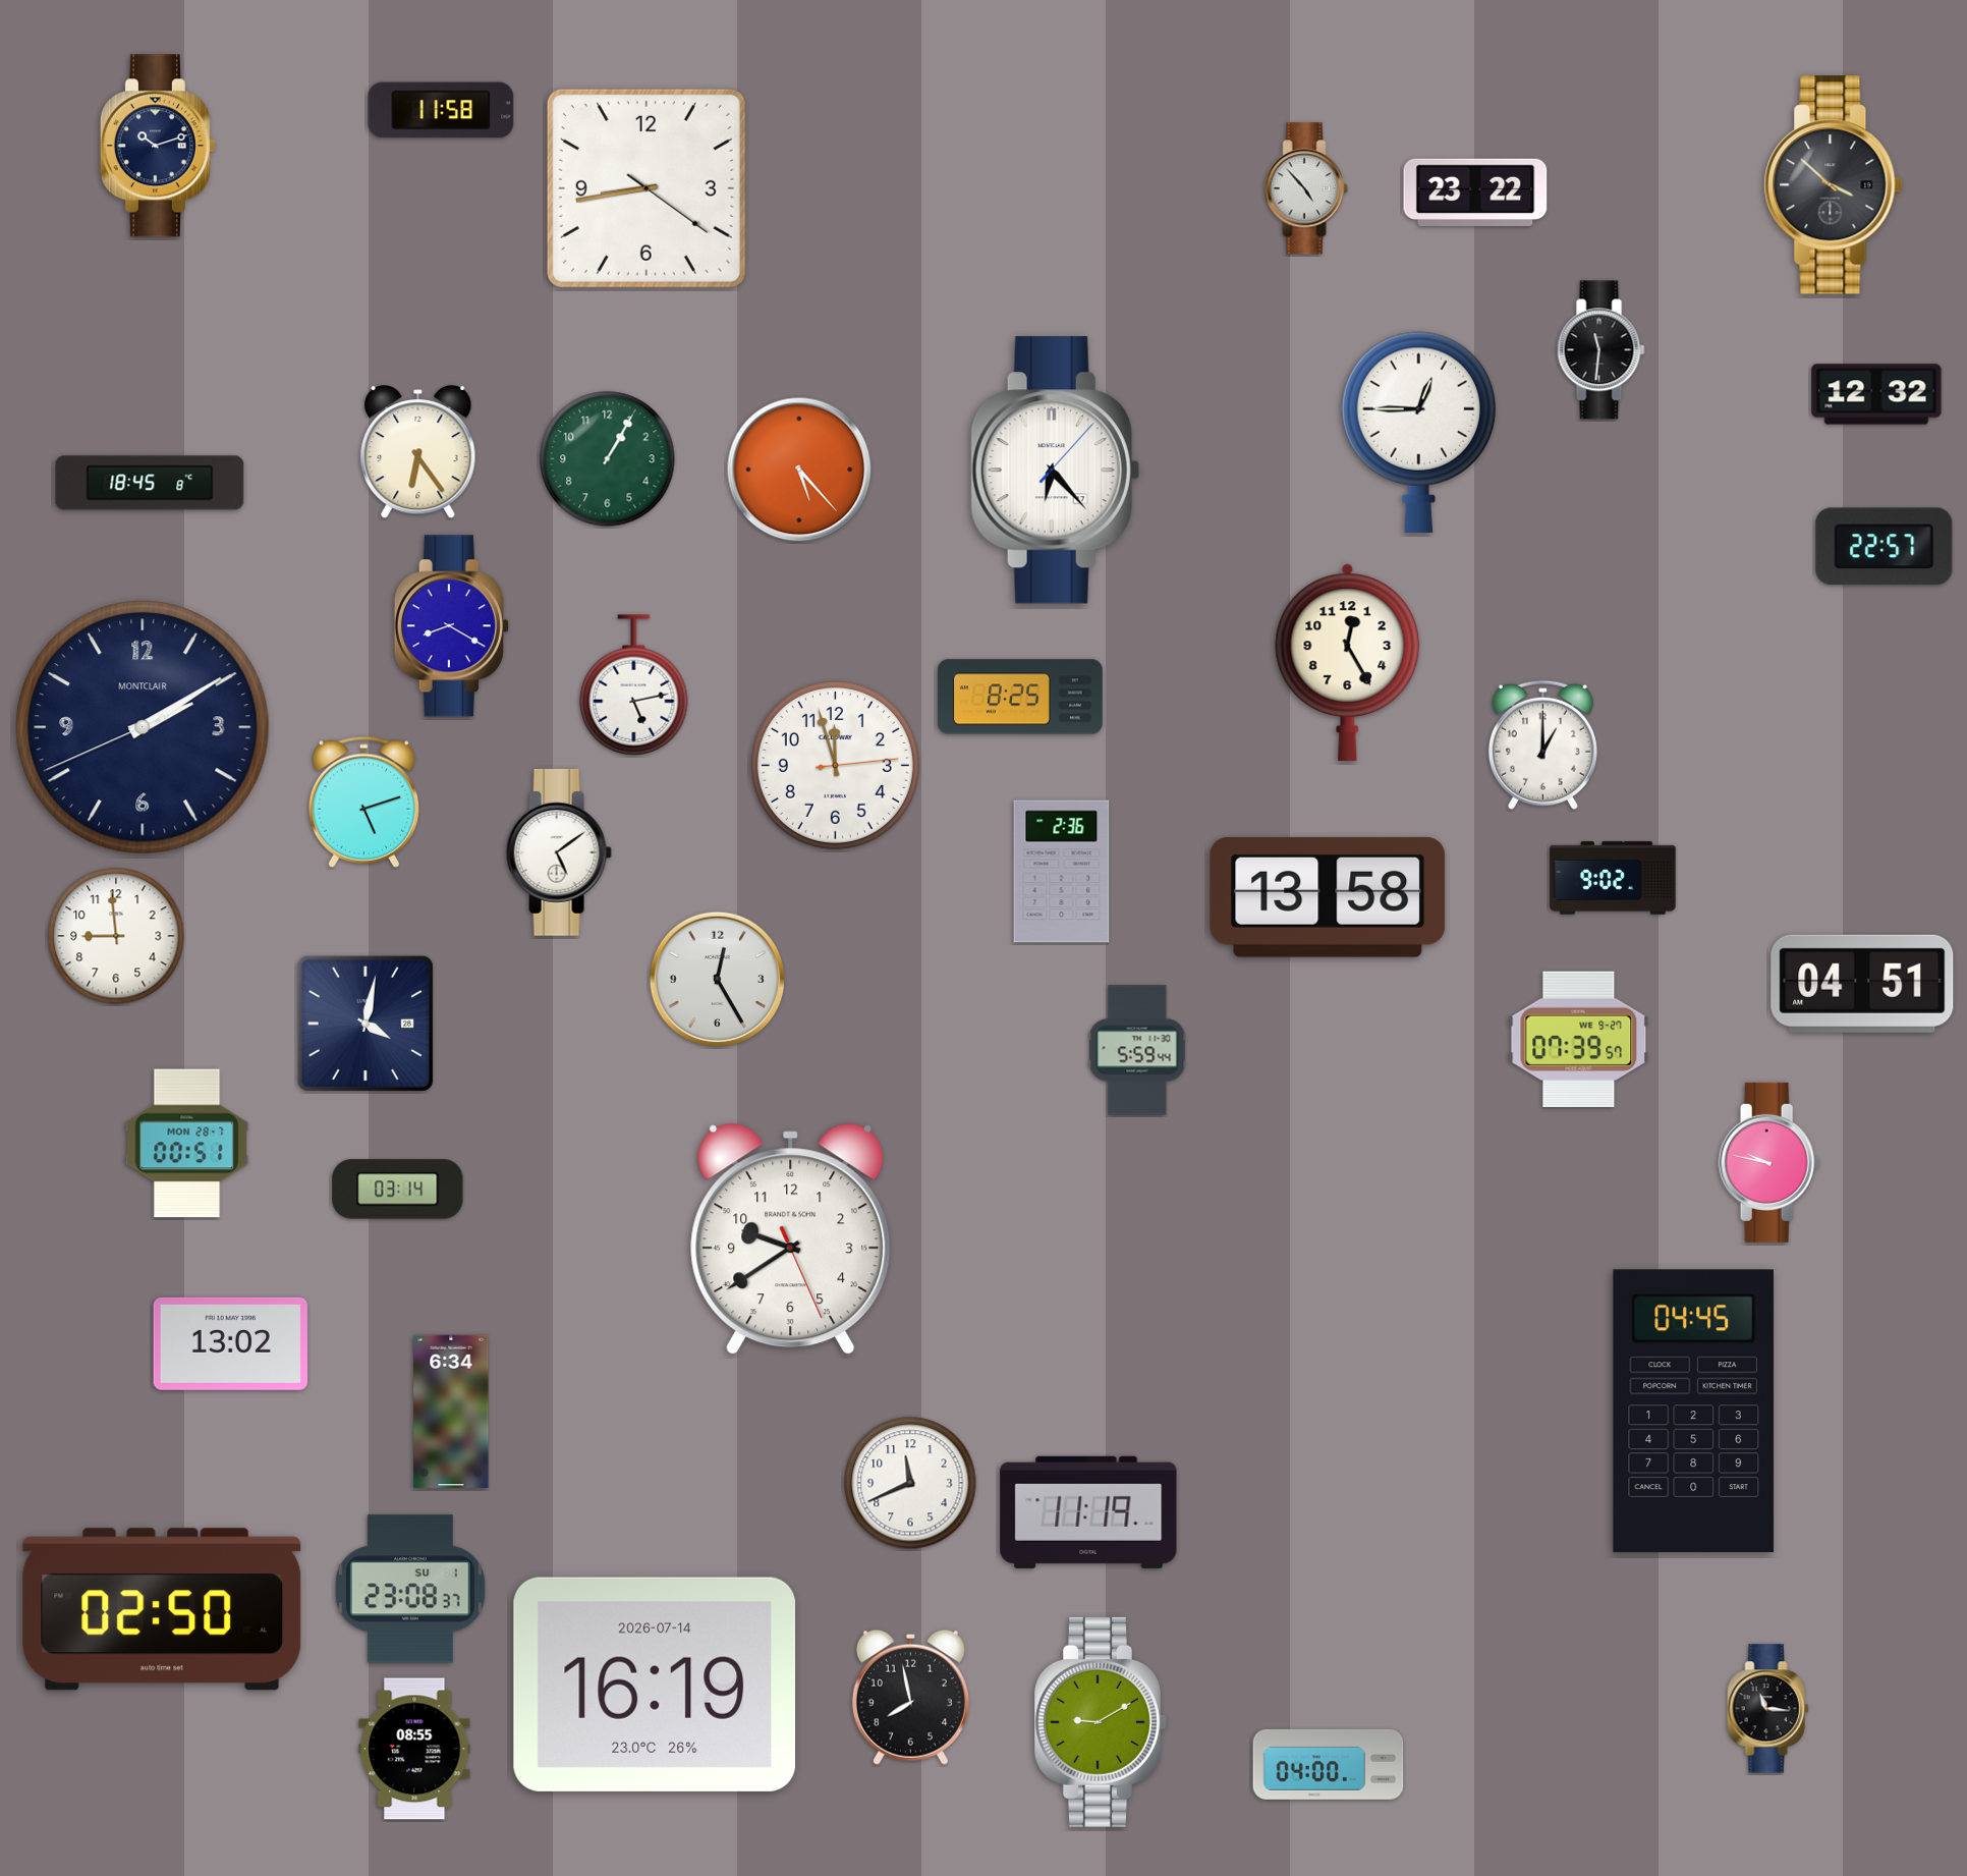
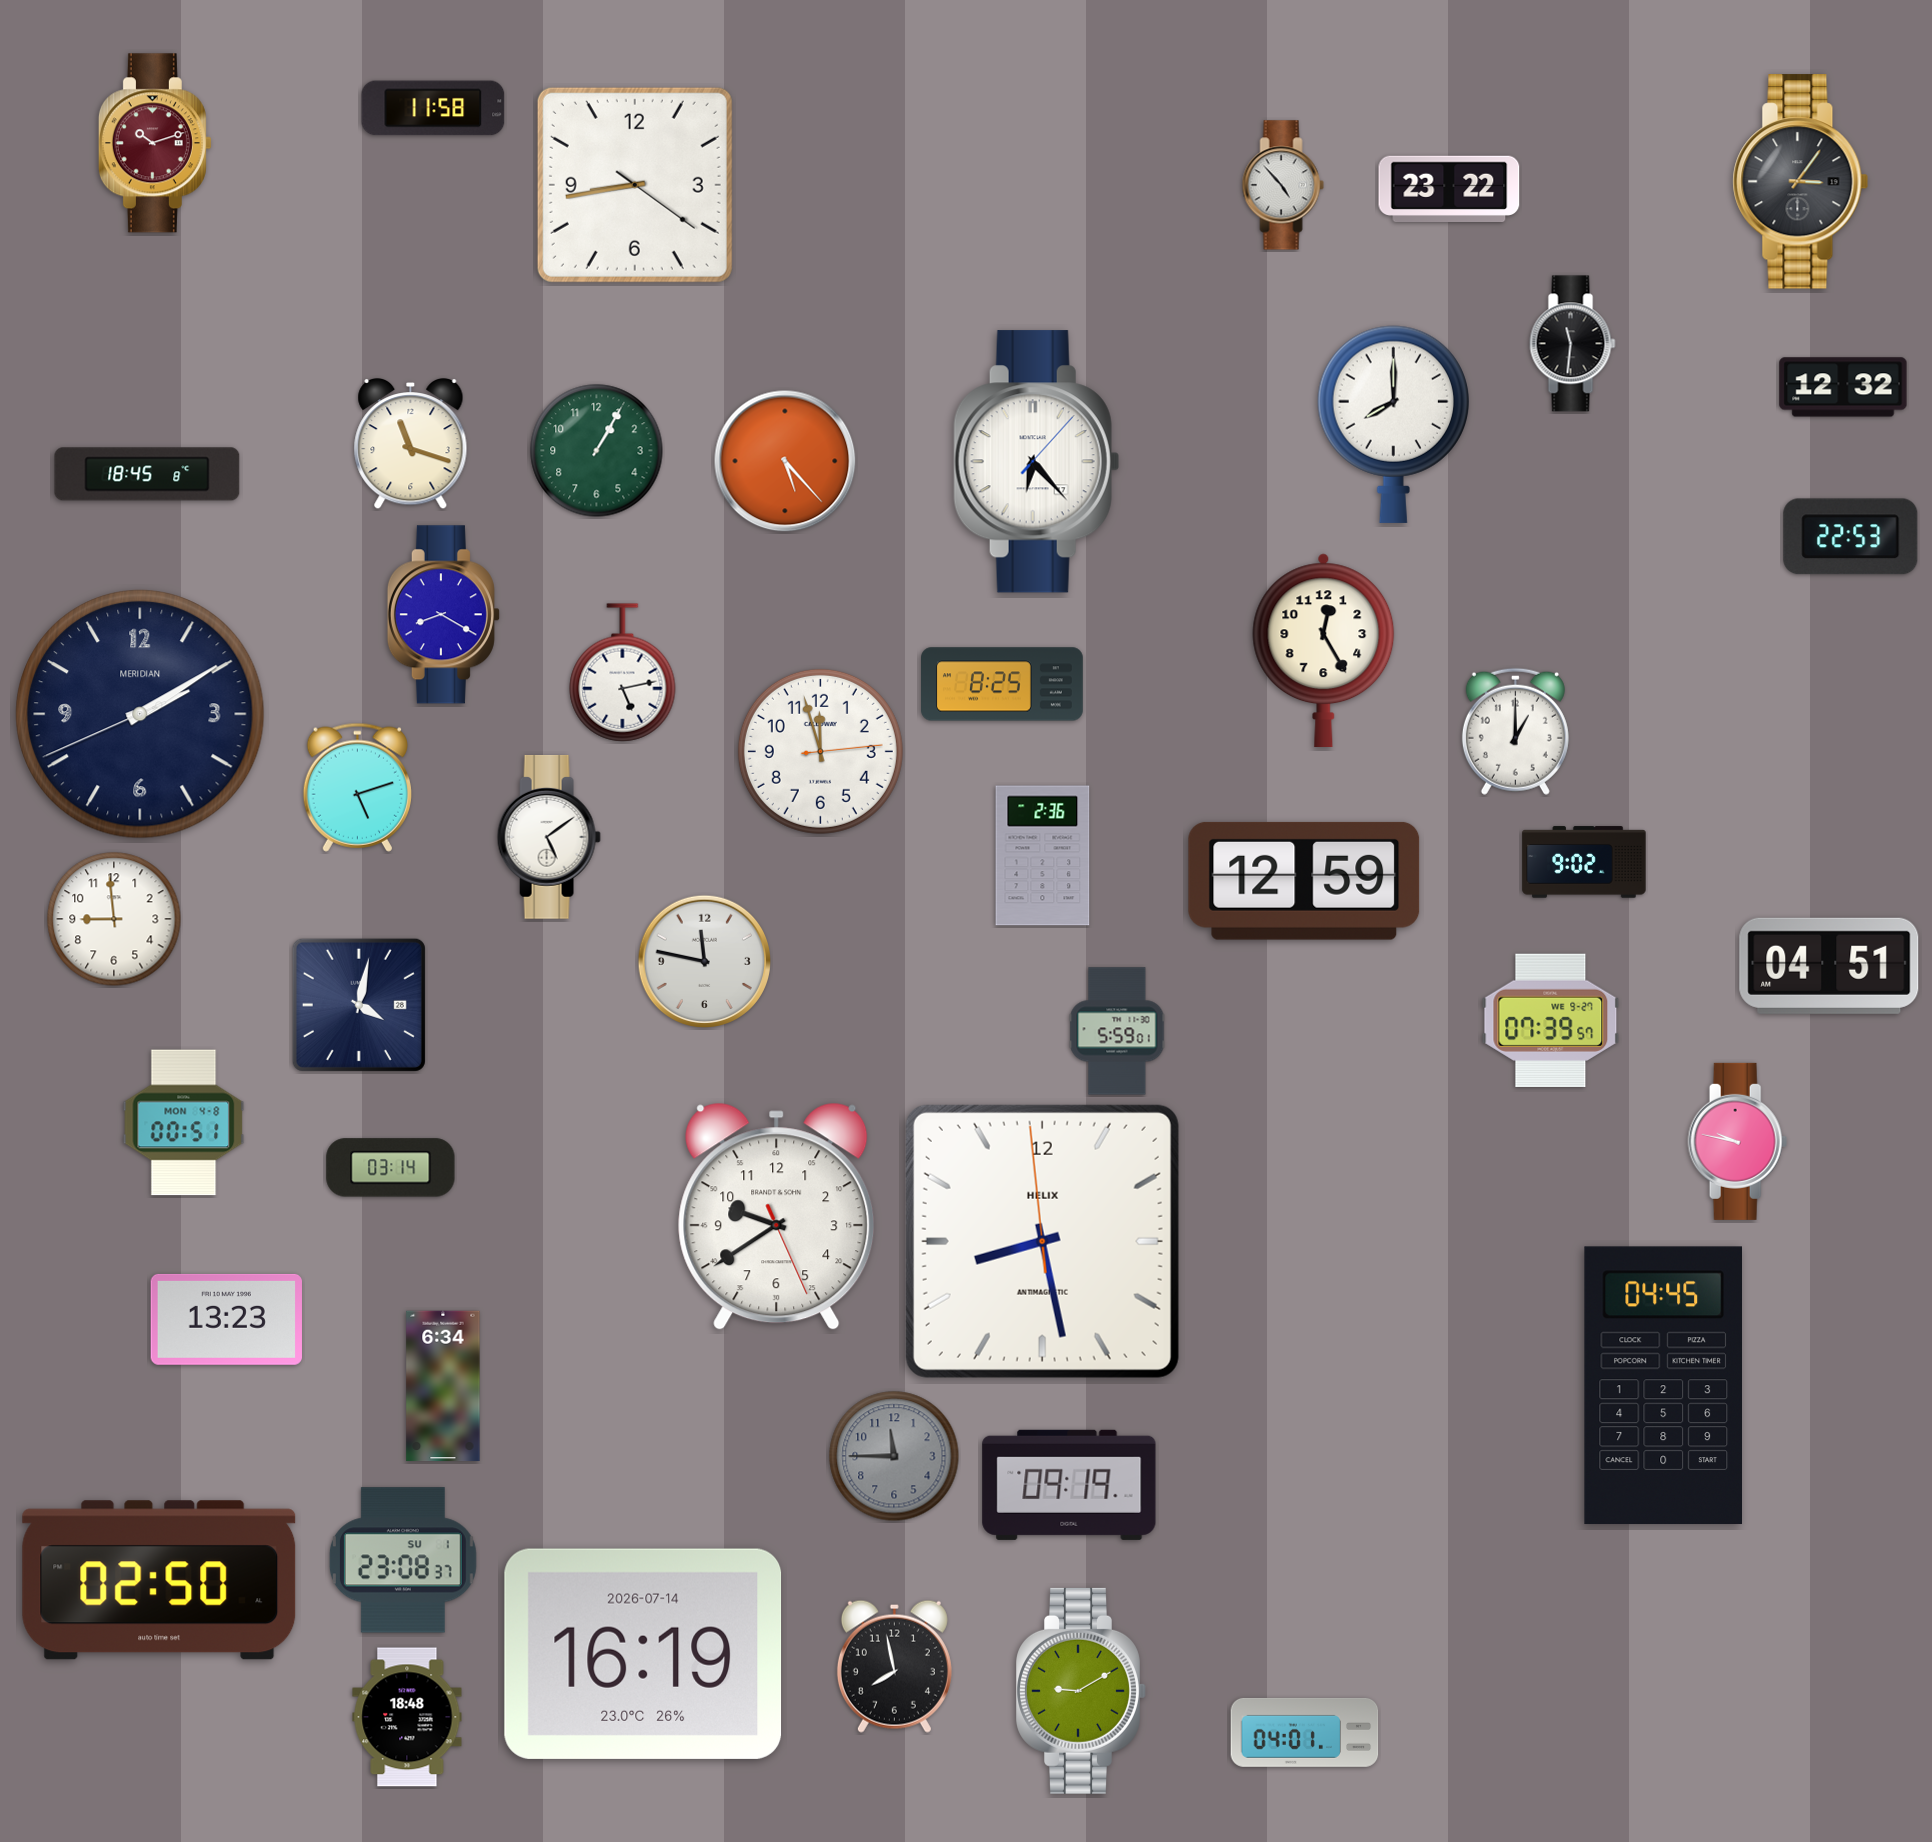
clock at (158, 146) dial: navy -> burgundy
clock at (1834, 185): 3:52 -> 3:06
clock at (1418, 432): 12:45 -> 8:00
clock at (418, 453): 6:24 -> 11:18
clock at (1885, 547): 22:57 -> 22:53
clock at (143, 727) brand: MONTCLAIR -> MERIDIAN
clock at (1328, 897): 13:58 -> 12:59
clock at (717, 979): 12:25 -> 11:47
clock at (1137, 1050): 5:59:44 -> 5:59:01
clock at (187, 1144) date: MON 28-7 -> MON 4-8
clock at (1042, 1241): none -> 8:27
clock at (230, 1343): 13:02 -> 13:23
clock at (910, 1483): 11:41 -> 11:45
clock at (910, 1483) dial: white -> grey
clock at (1088, 1512): 11:19 -> 09:19
clock at (1768, 1709): 11:16 -> none
clock at (414, 1749): 08:55 -> 18:48
clock at (1329, 1764): 04:00 -> 04:01
